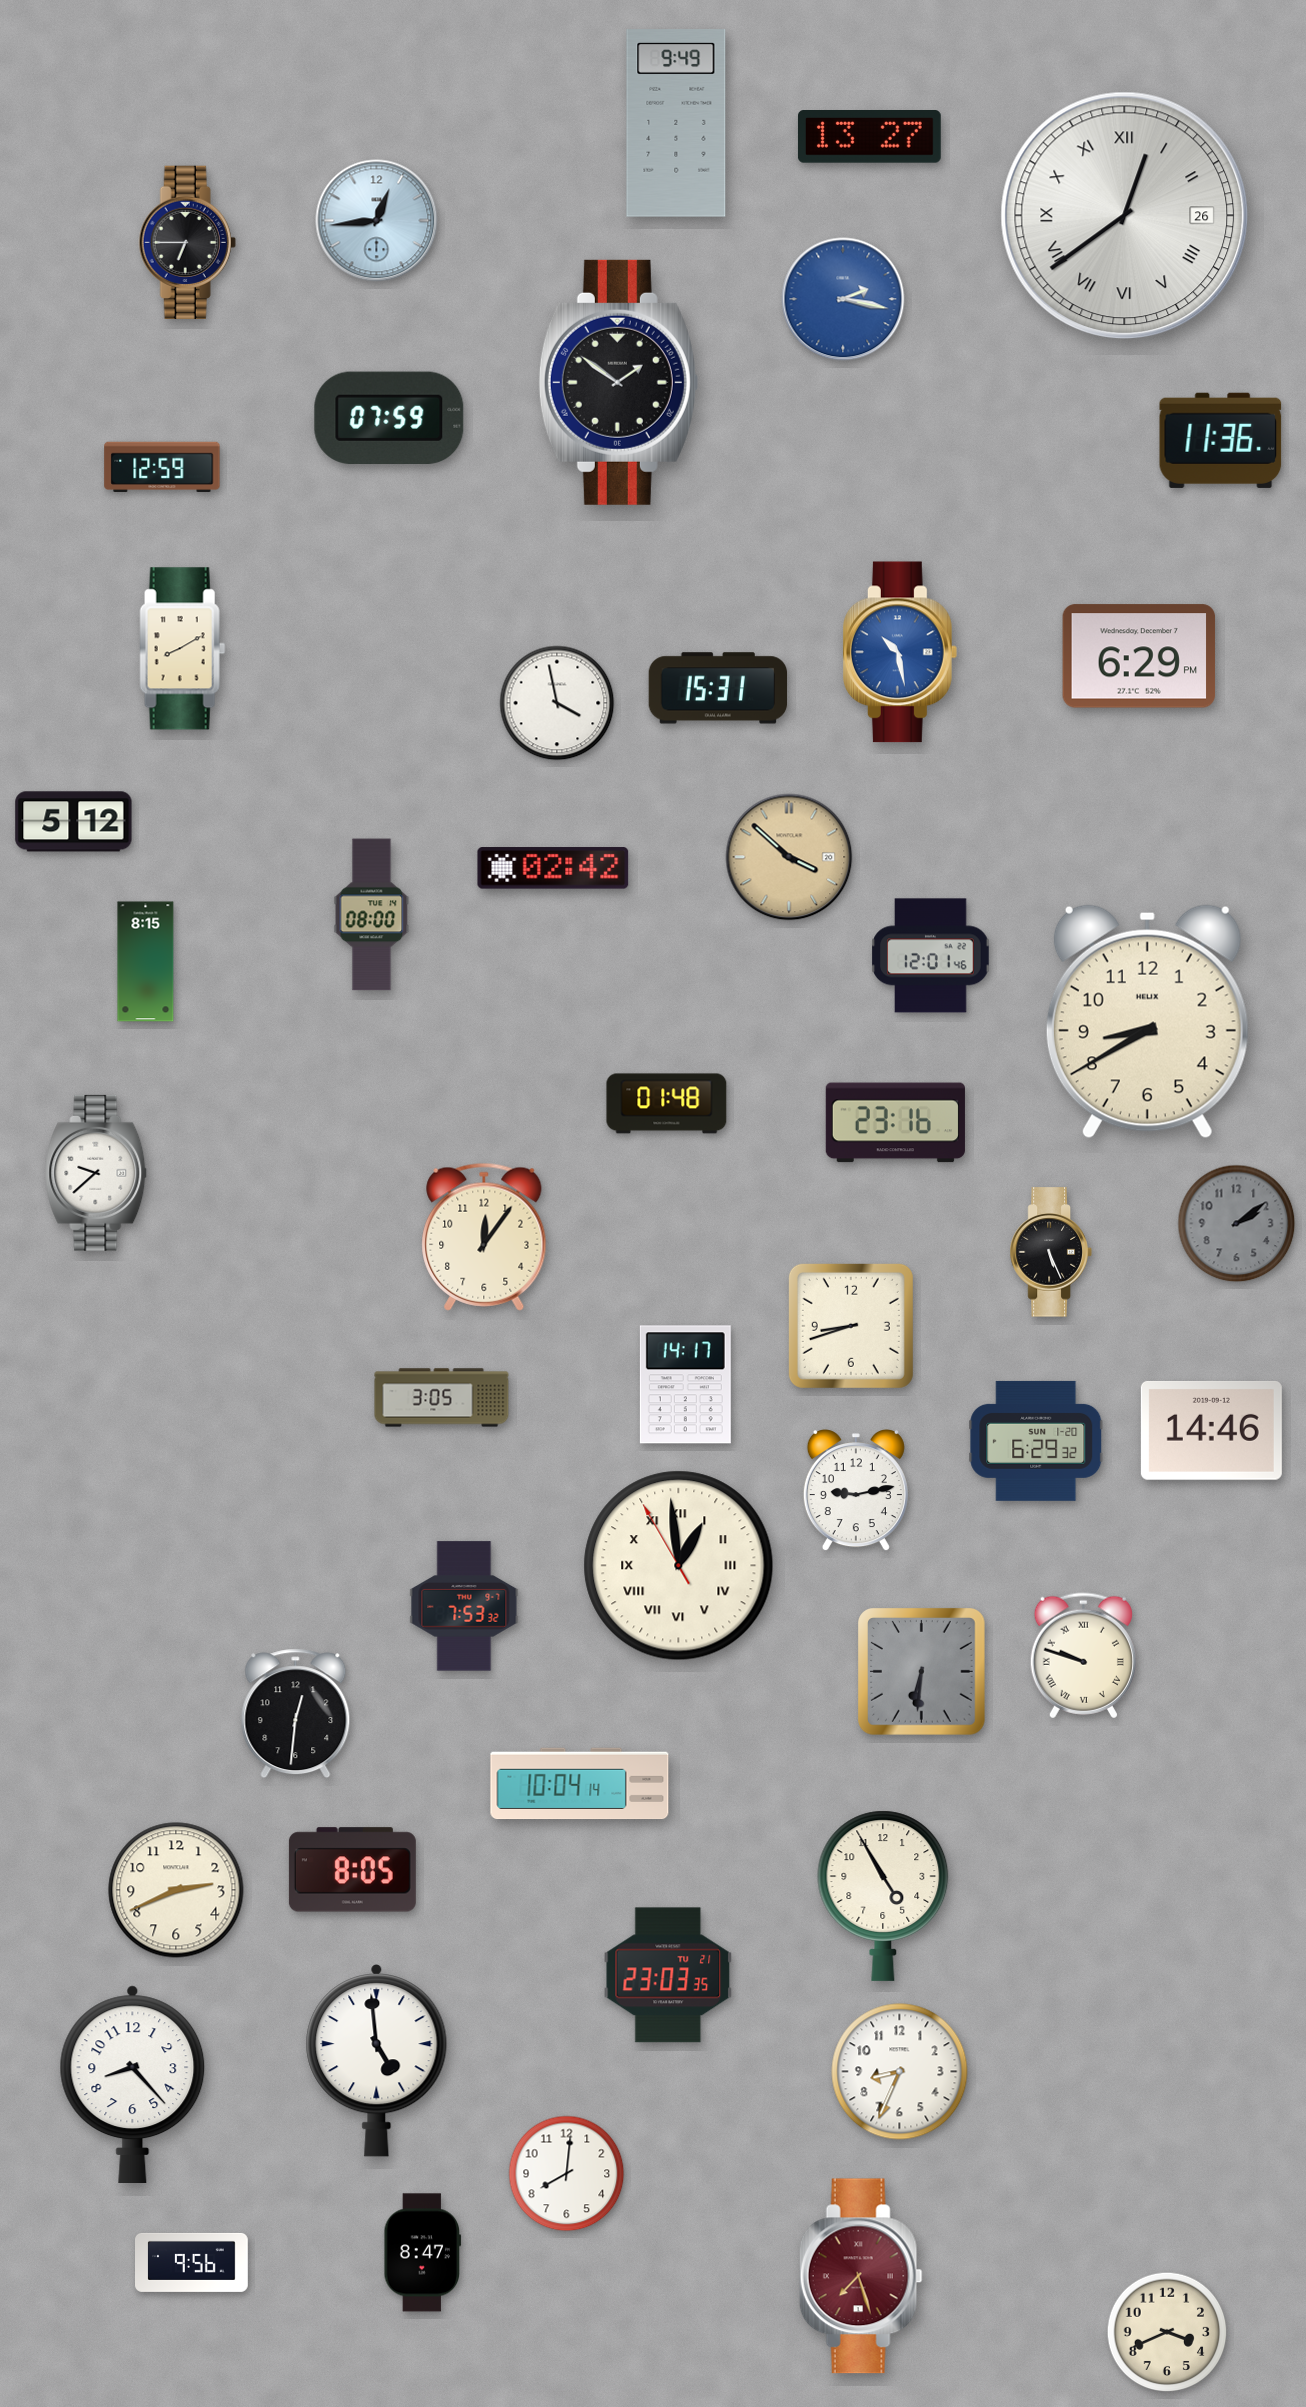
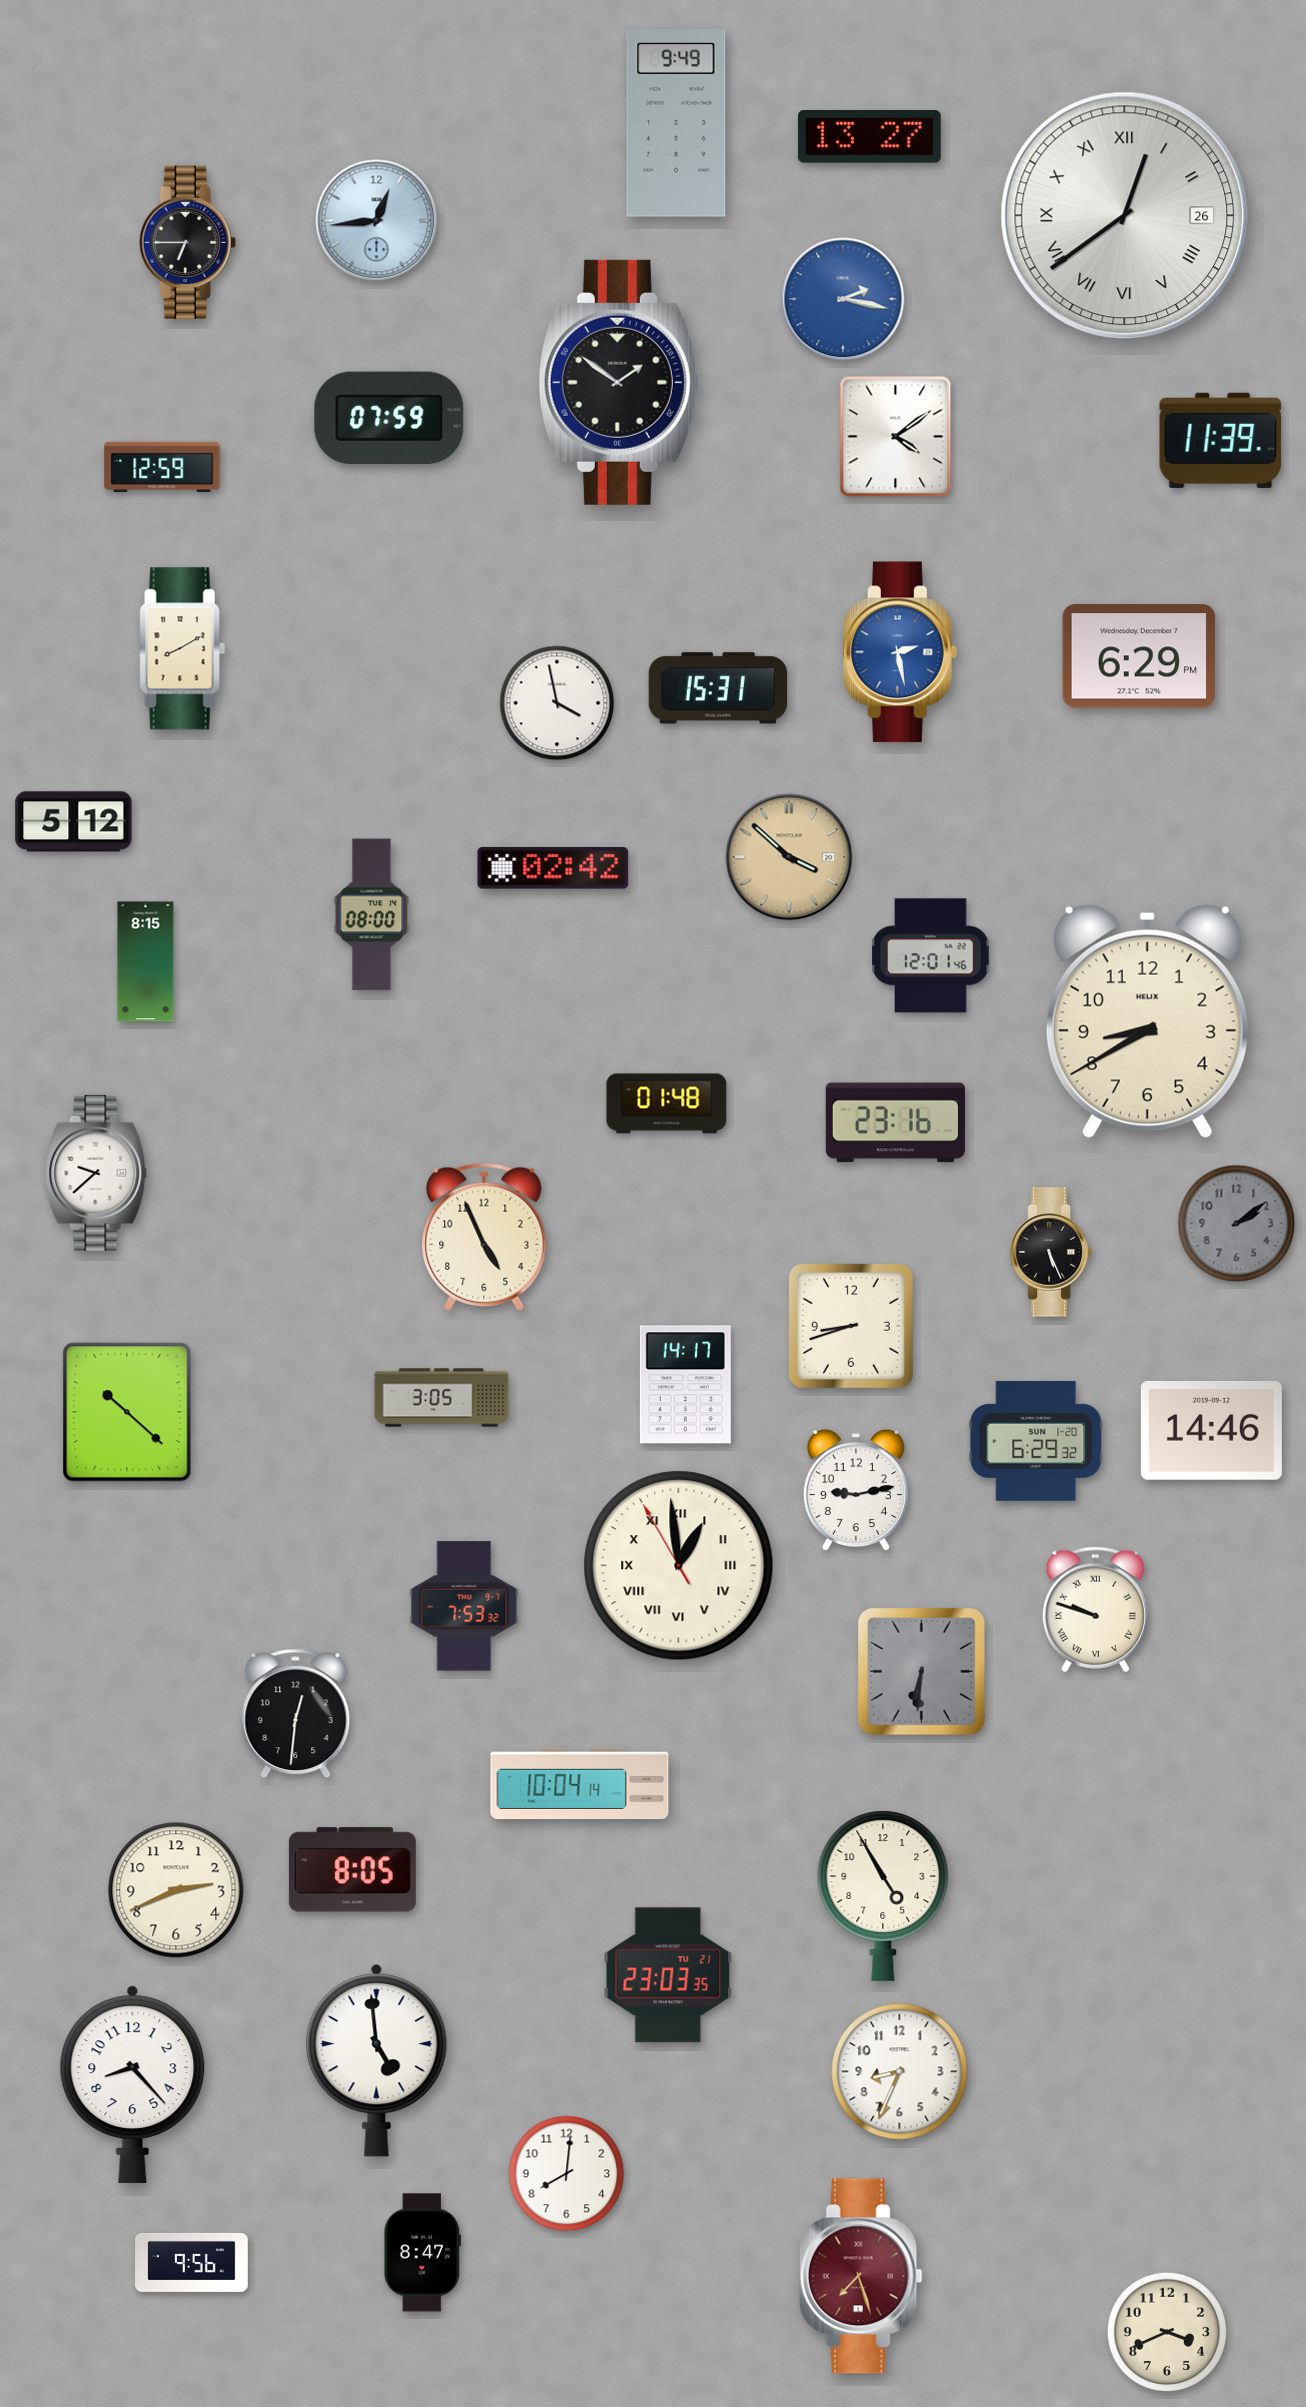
clock at (896, 437): none -> 4:09
clock at (1221, 440): 11:36 -> 11:39
clock at (900, 652): 10:28 -> 2:28
clock at (484, 1237): 12:06 -> 4:56
clock at (127, 1412): none -> 10:22
clock at (1083, 1656) position: (1083, 1656) -> (1095, 1610)
